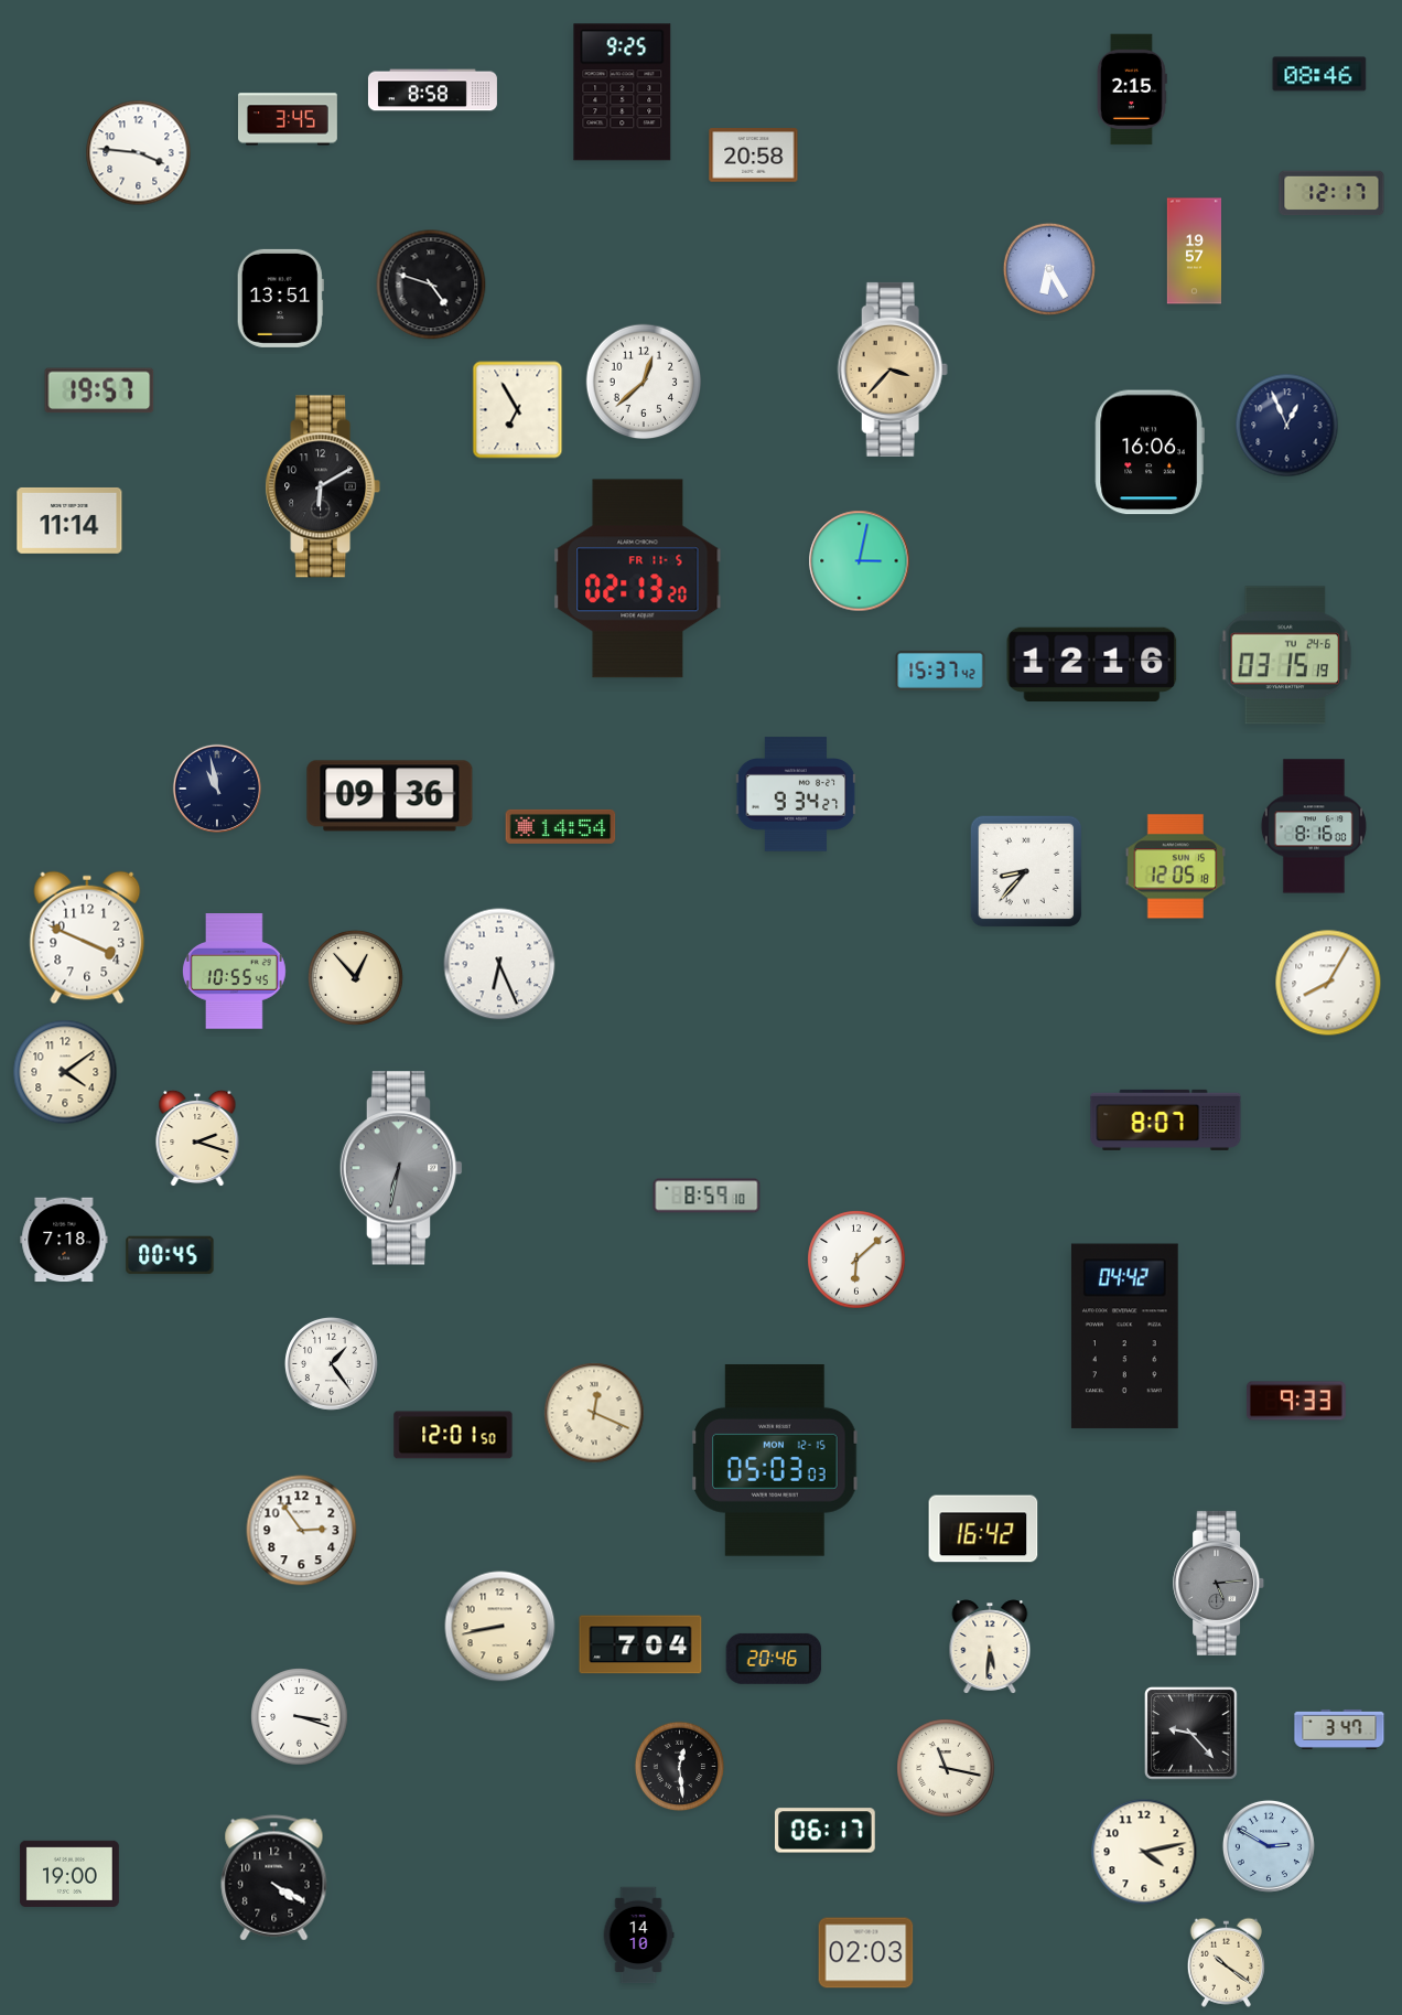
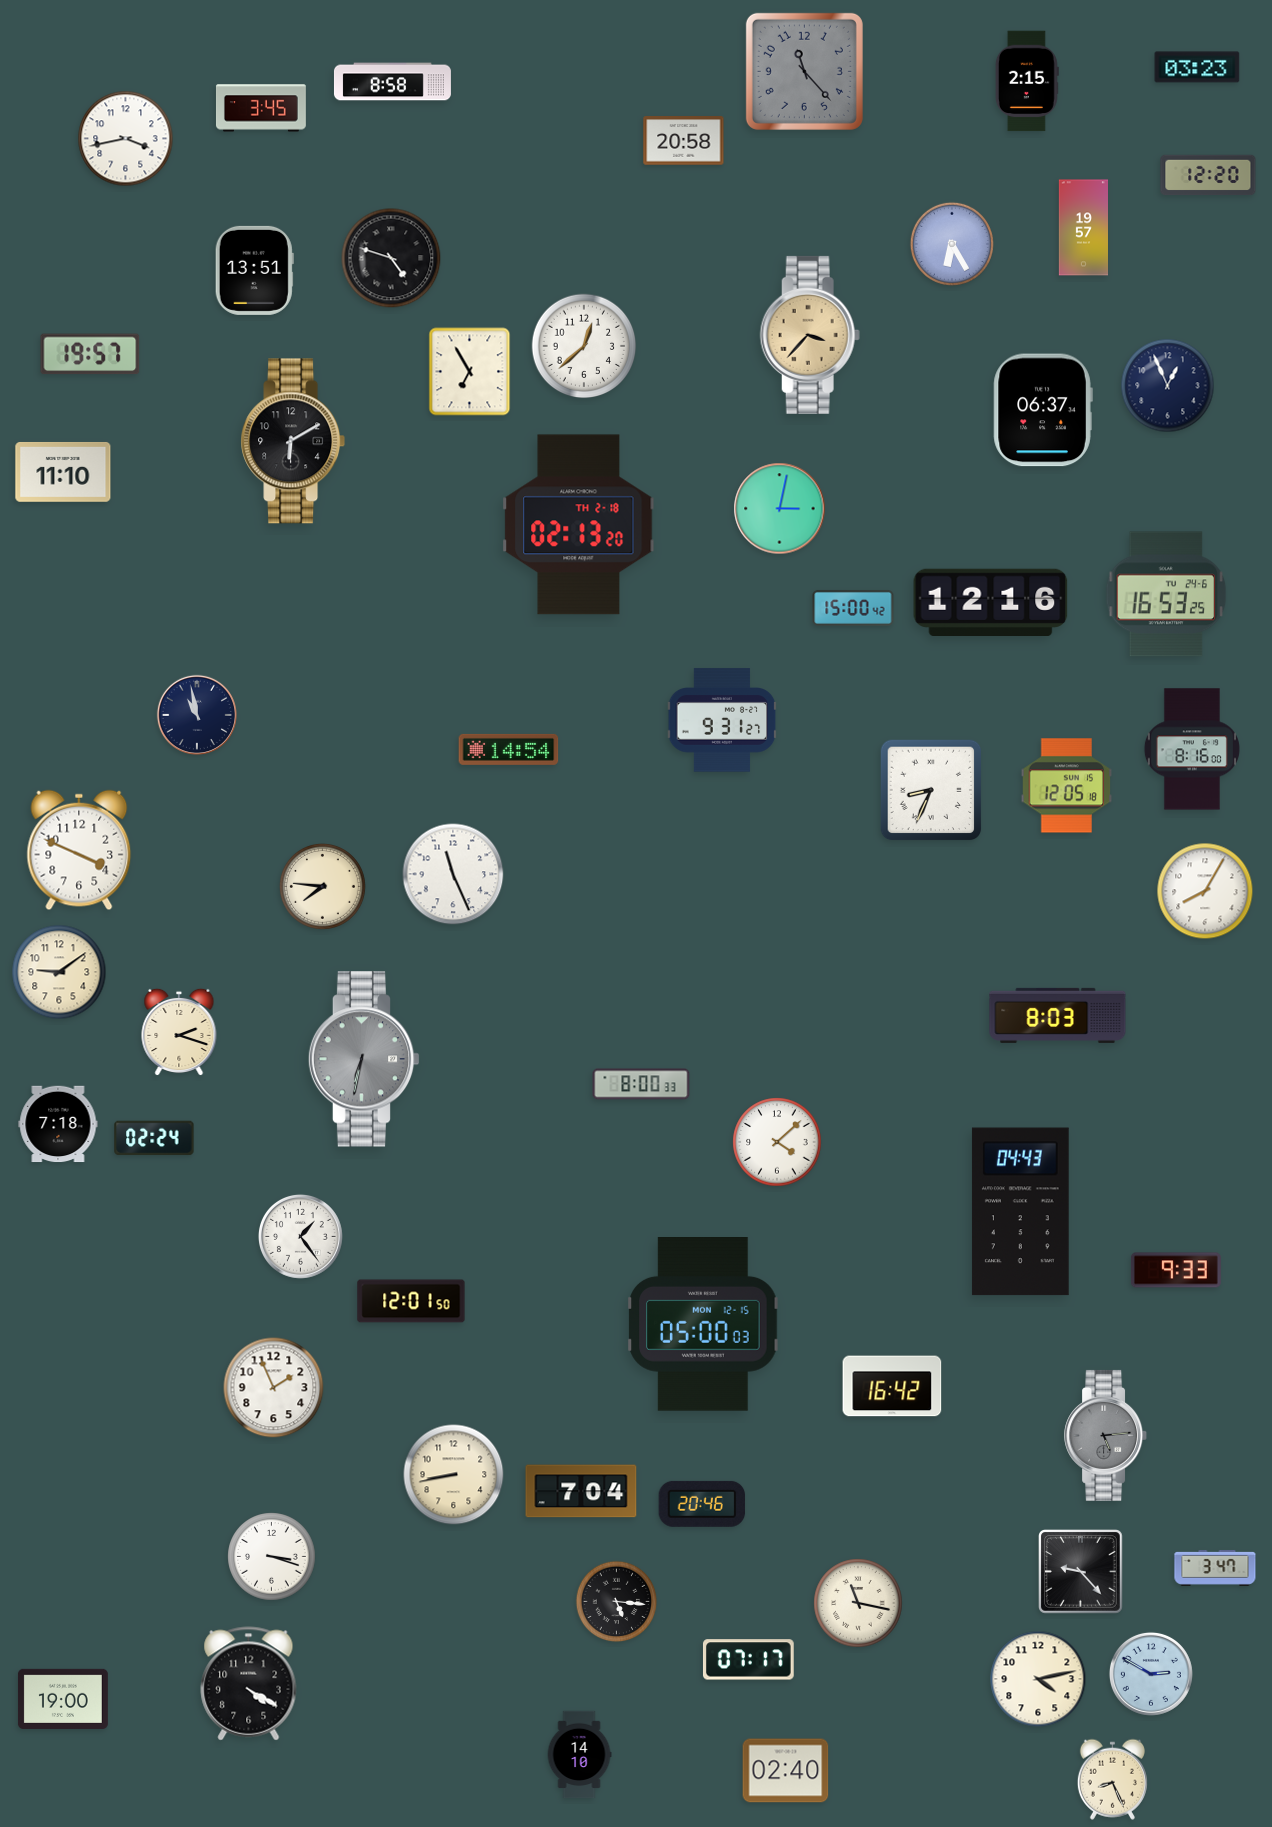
clock at (1319, 74): 08:46 -> 03:23
clock at (804, 71): none -> 11:23
clock at (623, 93): 9:25 -> none
clock at (139, 153): 3:46 -> 3:43
clock at (1331, 193): 12:17 -> 12:20
clock at (1150, 452): 16:06 -> 06:37
clock at (69, 521): 11:14 -> 11:10
clock at (638, 579) date: FR 11-5 -> TH 2-18
clock at (1285, 655): 03:15 -> 16:53
clock at (940, 671): 15:37 -> 15:00
clock at (796, 794): 9:34 -> 9:31
clock at (390, 796): 09:36 -> none
clock at (1026, 871): 8:37 -> 8:34
clock at (499, 964): 6:26 -> 11:26
clock at (234, 972): 10:55 -> none
clock at (356, 978): 12:53 -> 7:46
clock at (65, 1072): 4:09 -> 9:09
clock at (1166, 1119): 8:07 -> 8:03
clock at (707, 1196): 8:59 -> 8:00
clock at (170, 1255): 00:45 -> 02:24
clock at (856, 1260): 6:08 -> 4:08
clock at (1124, 1337): 04:42 -> 04:43
clock at (594, 1413): 12:19 -> none
clock at (775, 1461): 05:03 -> 05:00
clock at (302, 1531): 2:54 -> 1:56
clock at (990, 1647): 5:31 -> none
clock at (680, 1767): 12:29 -> 5:16
clock at (824, 1831): 06:17 -> 07:17
clock at (274, 1878) position: (274, 1878) -> (249, 1684)
clock at (866, 1953): 02:03 -> 02:40
clock at (1226, 1962): 10:21 -> 8:26
